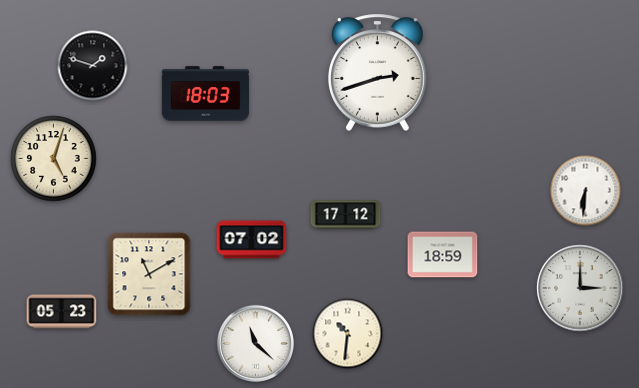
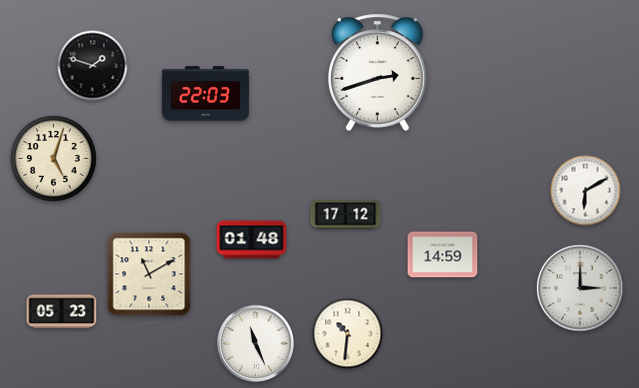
clock at (205, 94): 18:03 -> 22:03
clock at (586, 191): 6:31 -> 6:10
clock at (252, 240): 07:02 -> 01:48
clock at (443, 255): 18:59 -> 14:59
clock at (255, 343): 11:22 -> 11:26
